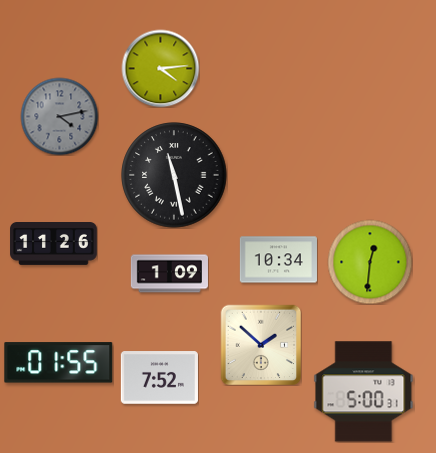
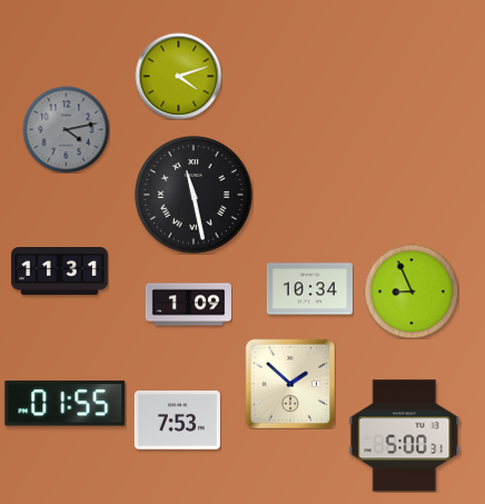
clock at (160, 68): 4:14 -> 4:12
clock at (54, 244): 11:26 -> 11:31
clock at (370, 262): 12:31 -> 8:56
clock at (159, 378): 7:52 -> 7:53
